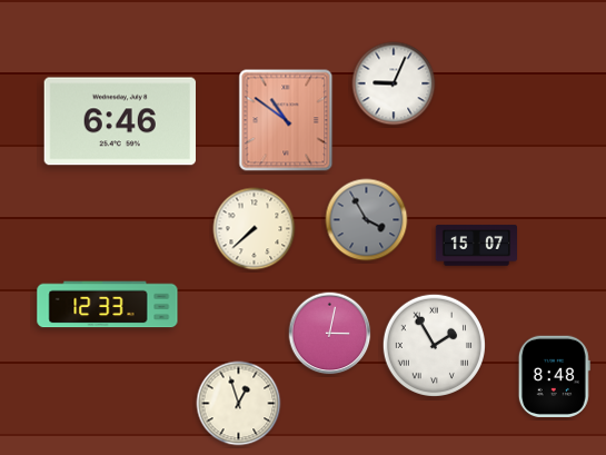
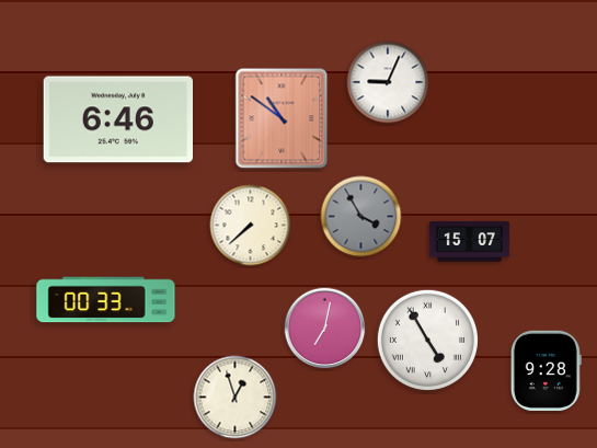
clock at (108, 305): 12:33 -> 00:33
clock at (330, 334): 3:02 -> 7:02
clock at (434, 345): 1:55 -> 4:55
clock at (554, 376): 8:48 -> 9:28
